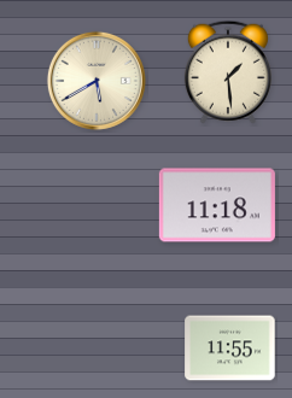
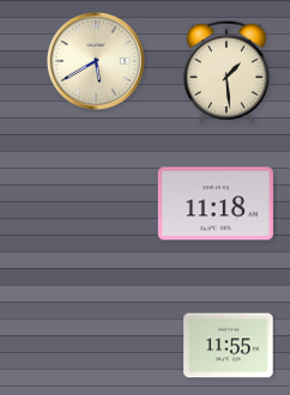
clock at (97, 81) position: (97, 81) -> (96, 61)
